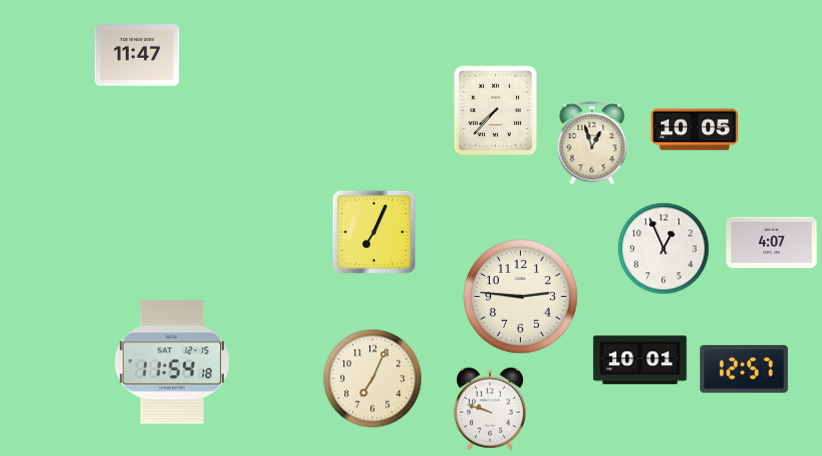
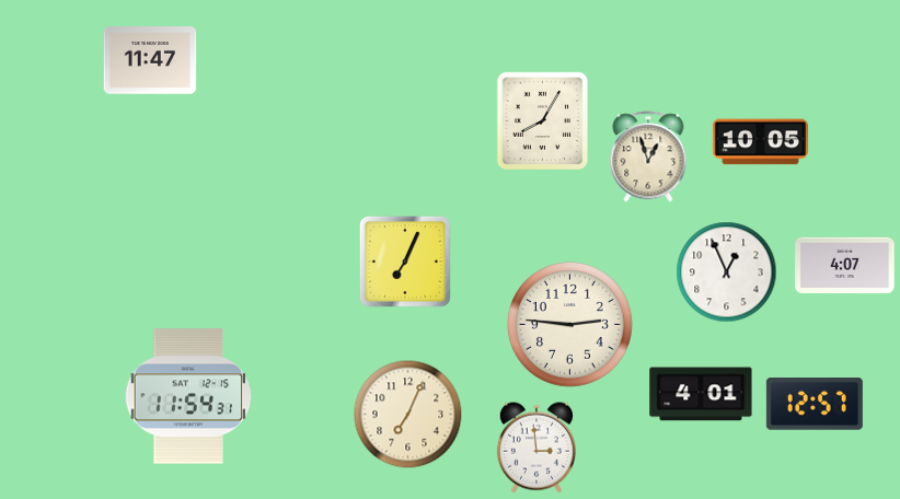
clock at (496, 111): 7:37 -> 8:05
clock at (374, 232) position: (374, 232) -> (405, 262)
clock at (640, 360): 10:01 -> 4:01
clock at (172, 362): 11:54:18 -> 11:54:31
clock at (490, 409): 9:48 -> 2:59
